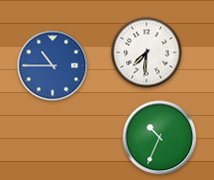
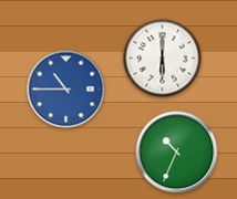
clock at (147, 53): 7:31 -> 6:00
clock at (53, 66) position: (53, 66) -> (66, 90)
